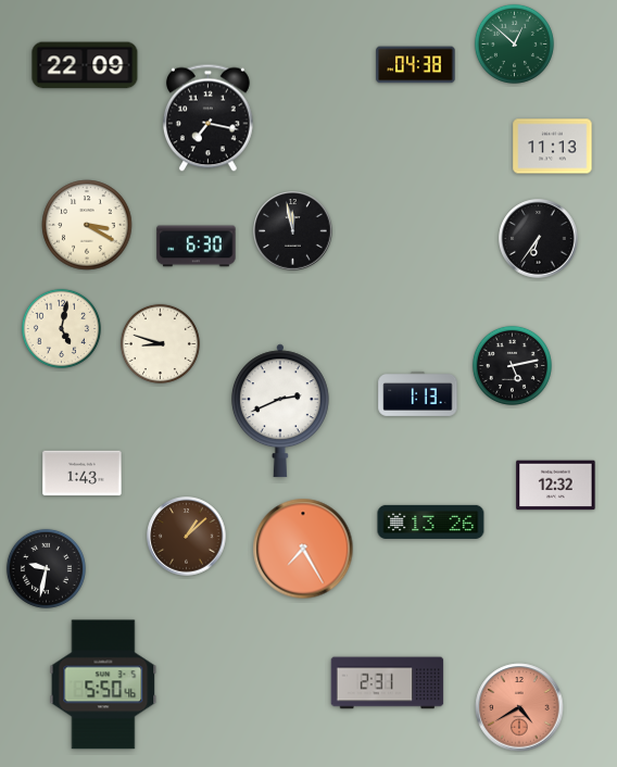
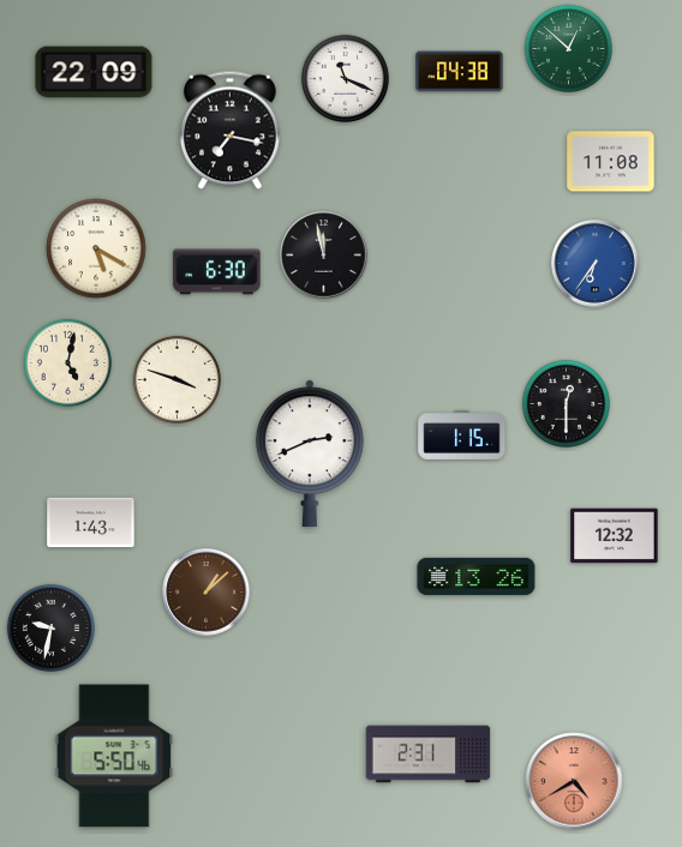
clock at (345, 78): none -> 11:19
clock at (553, 147): 11:13 -> 11:08
clock at (87, 225): 3:20 -> 5:20
clock at (539, 239) dial: black -> blue
clock at (160, 343): 8:48 -> 3:48
clock at (512, 365): 5:13 -> 12:30
clock at (418, 393): 1:13 -> 1:15
clock at (303, 549): 7:25 -> none
